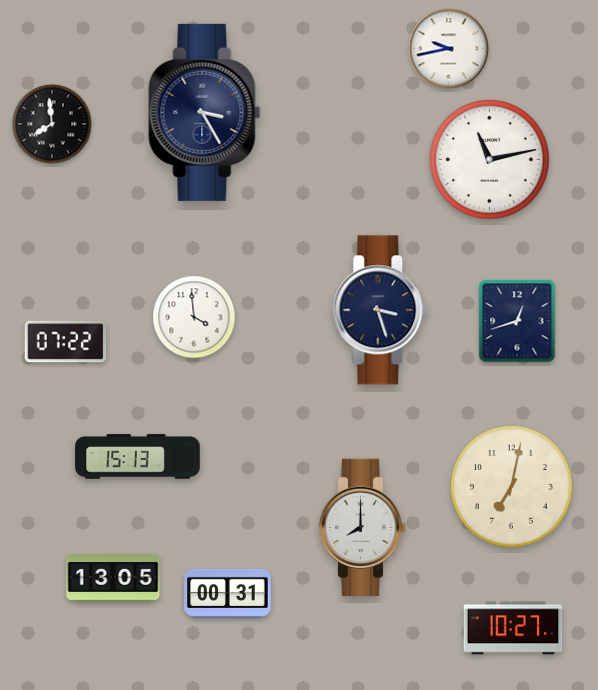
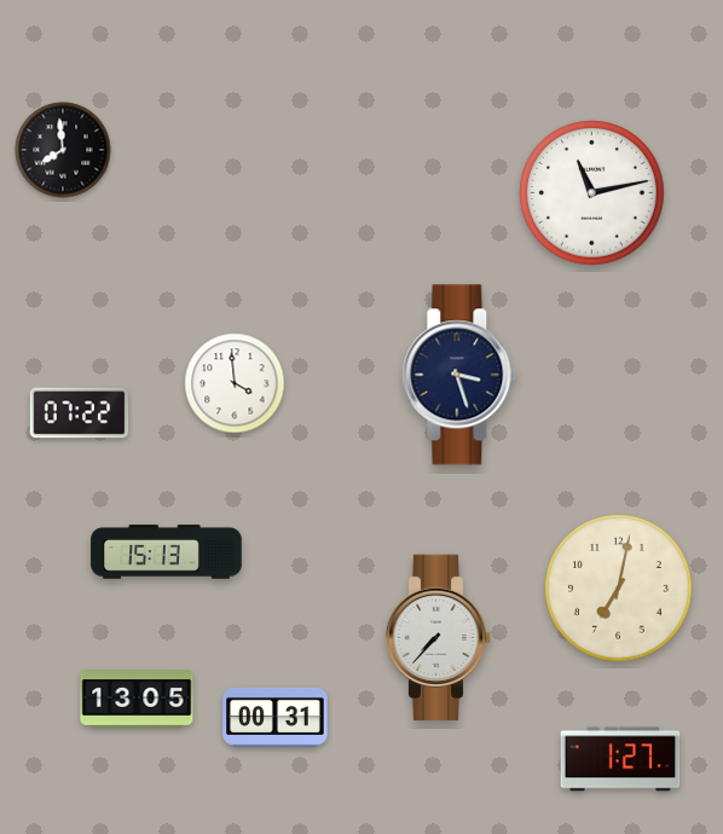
clock at (449, 49): 9:43 -> none
clock at (205, 112): 3:25 -> none
clock at (517, 321): 12:42 -> none
clock at (363, 528): 8:00 -> 7:37
clock at (513, 628): 10:27 -> 1:27
